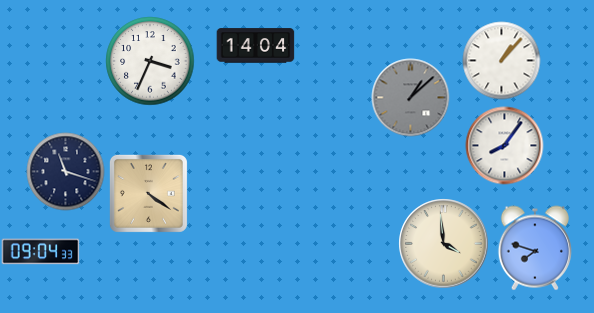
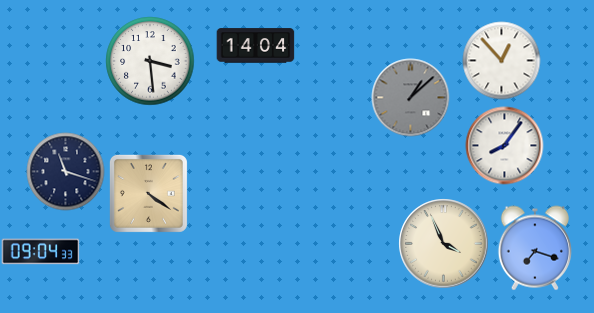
clock at (501, 60): 1:07 -> 12:53
clock at (150, 61): 3:34 -> 3:29
clock at (443, 243): 3:59 -> 3:56
clock at (534, 248): 7:48 -> 7:18
